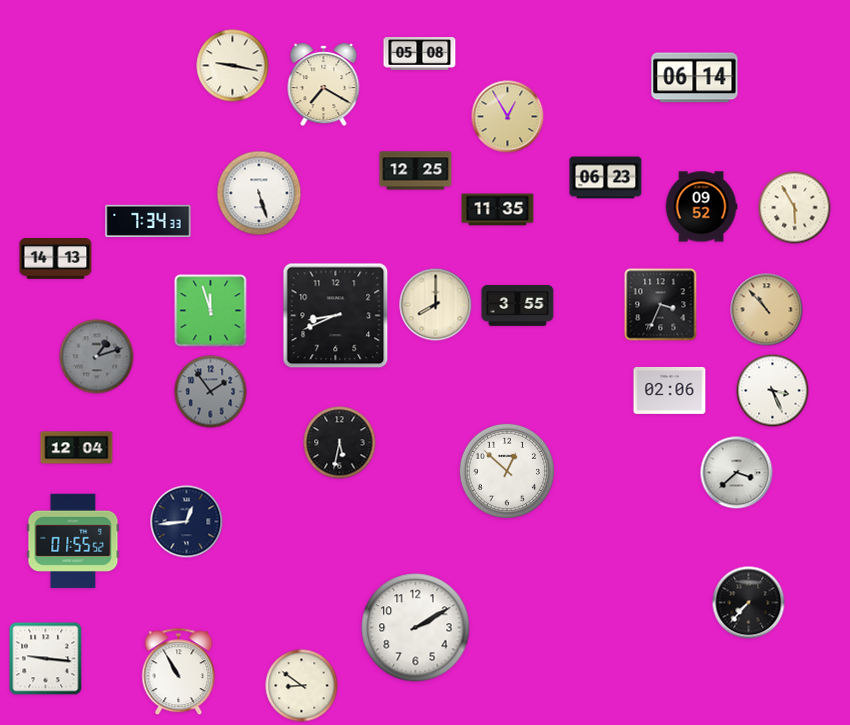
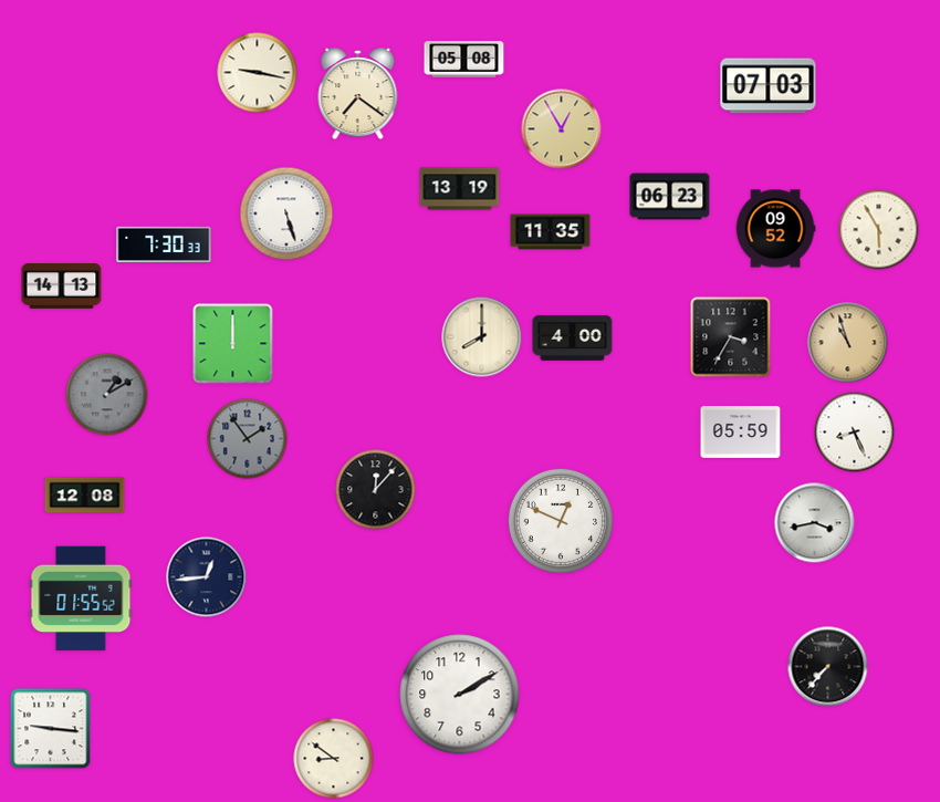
clock at (695, 78): 06:14 -> 07:03
clock at (324, 85): 7:20 -> 7:21
clock at (416, 171): 12:25 -> 13:19
clock at (148, 221): 7:34 -> 7:30
clock at (661, 305): 3:34 -> 3:35
clock at (518, 306): 3:55 -> 4:00
clock at (767, 310): 10:53 -> 10:57
clock at (211, 311): 11:57 -> 12:00
clock at (336, 316): 8:41 -> none
clock at (97, 357): 1:12 -> 1:10
clock at (670, 390): 02:06 -> 05:59
clock at (773, 391): 3:26 -> 8:26
clock at (211, 392) position: (211, 392) -> (248, 439)
clock at (340, 443): 5:32 -> 12:07
clock at (77, 448): 12:04 -> 12:08
clock at (507, 471): 12:52 -> 12:49
clock at (737, 473): 3:38 -> 3:43
clock at (179, 672): 10:55 -> none
